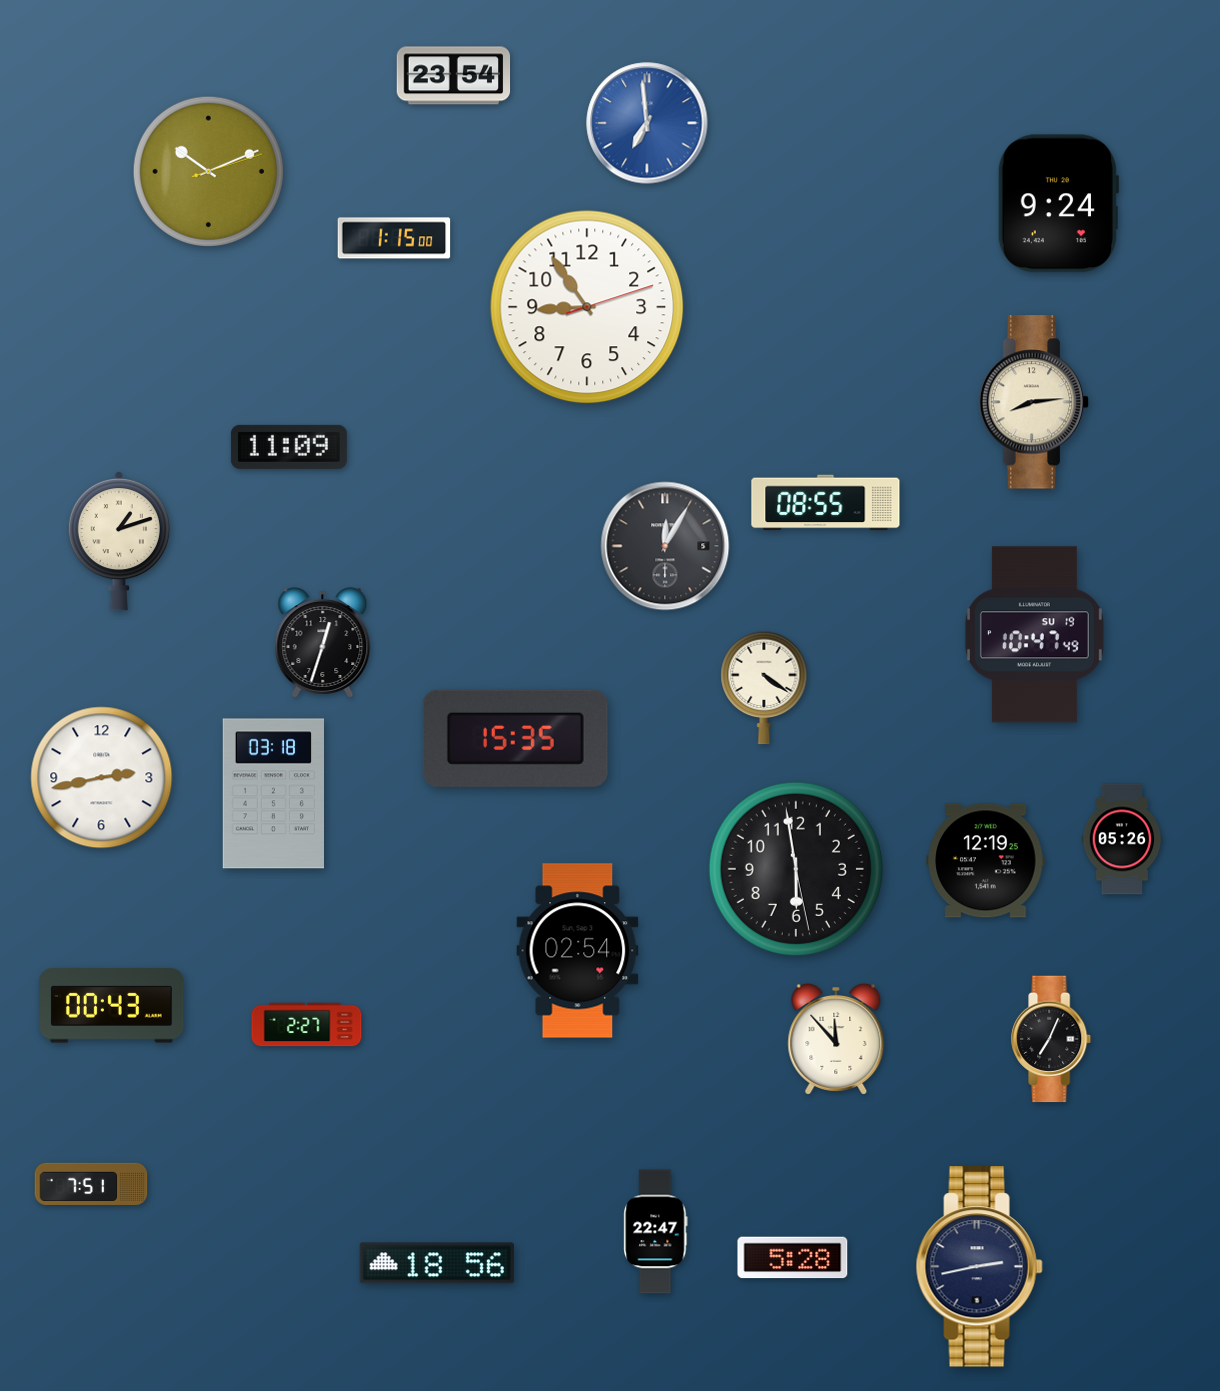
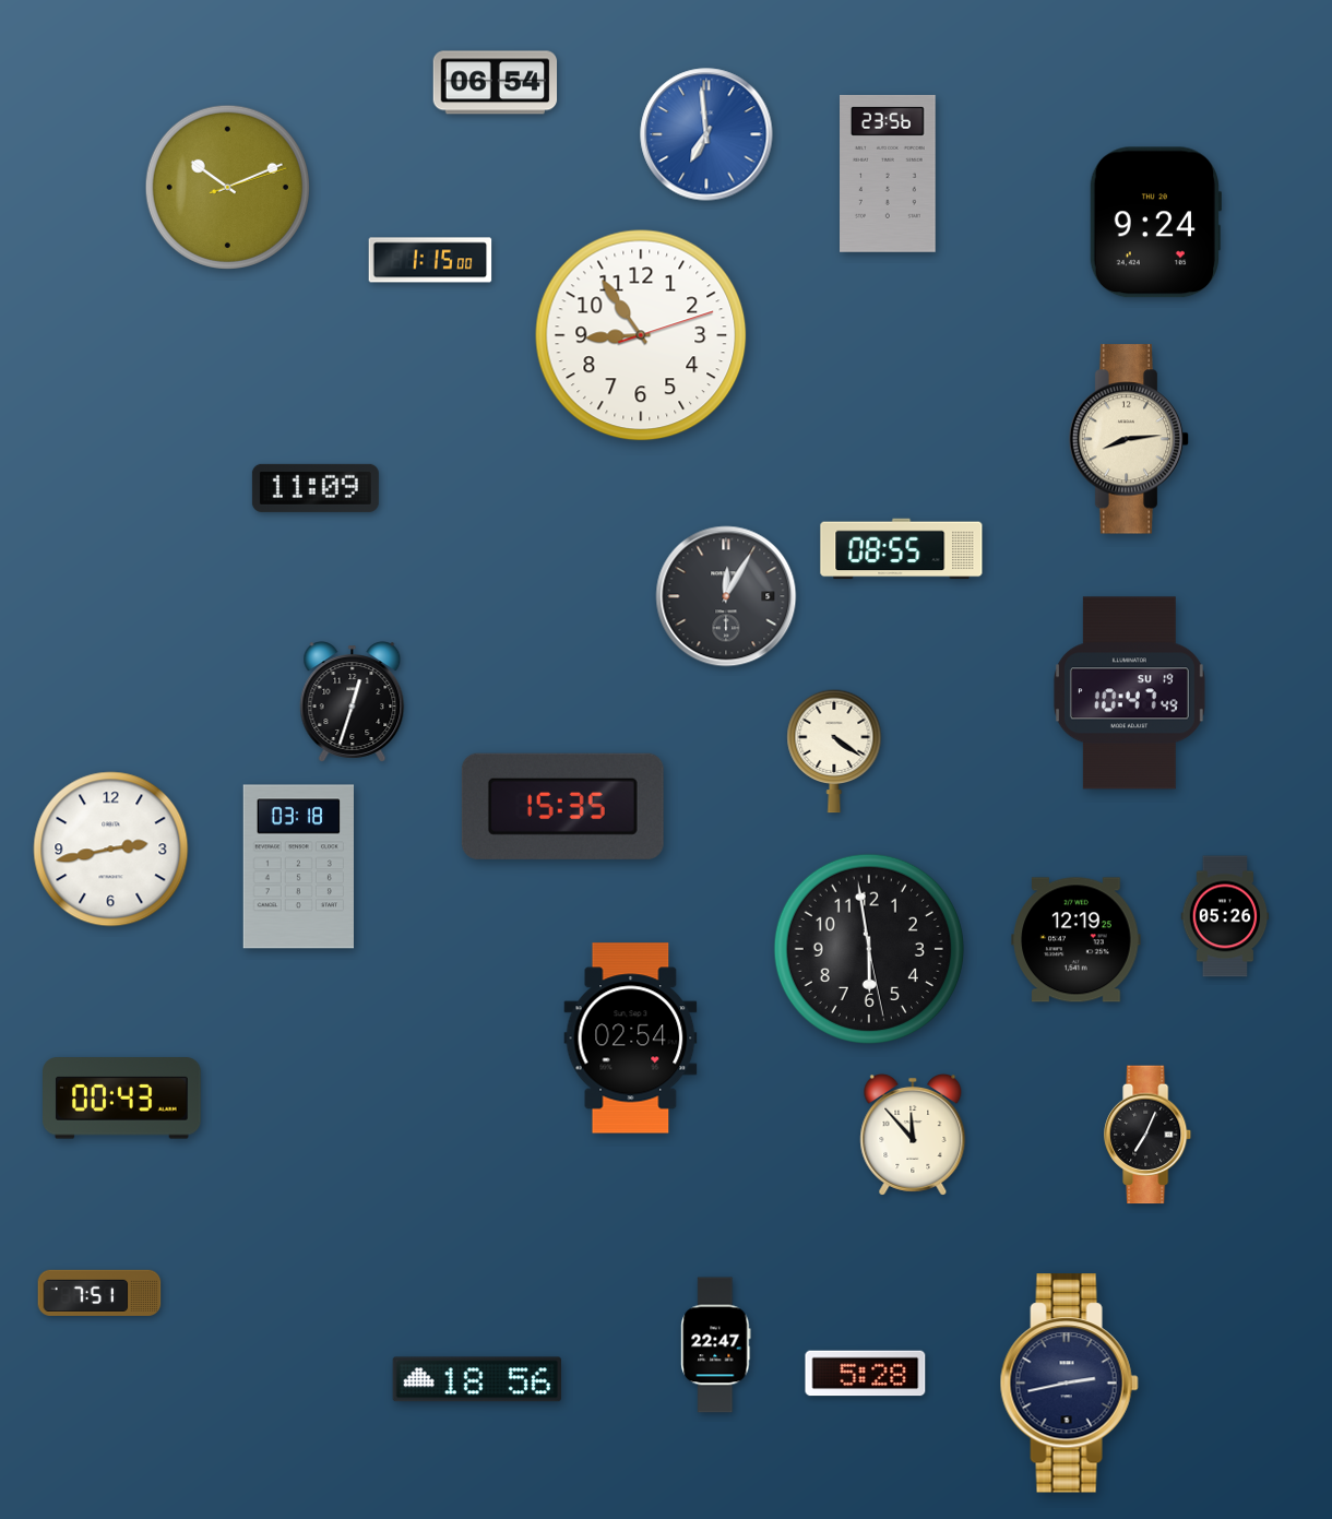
clock at (454, 76): 23:54 -> 06:54
clock at (889, 174): none -> 23:56
clock at (119, 541): 1:12 -> none
clock at (307, 1025): 2:27 -> none
